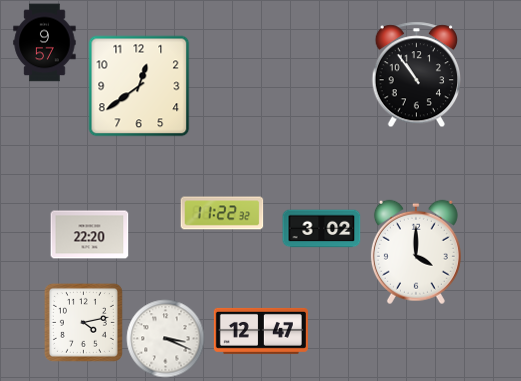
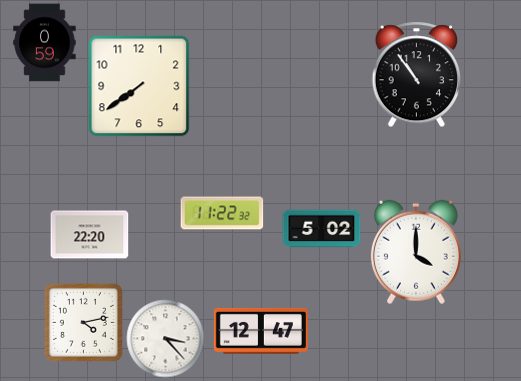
clock at (45, 42): 9:57 -> 0:59
clock at (139, 86): 12:39 -> 7:39
clock at (321, 229): 3:02 -> 5:02
clock at (165, 338): 3:19 -> 3:23
